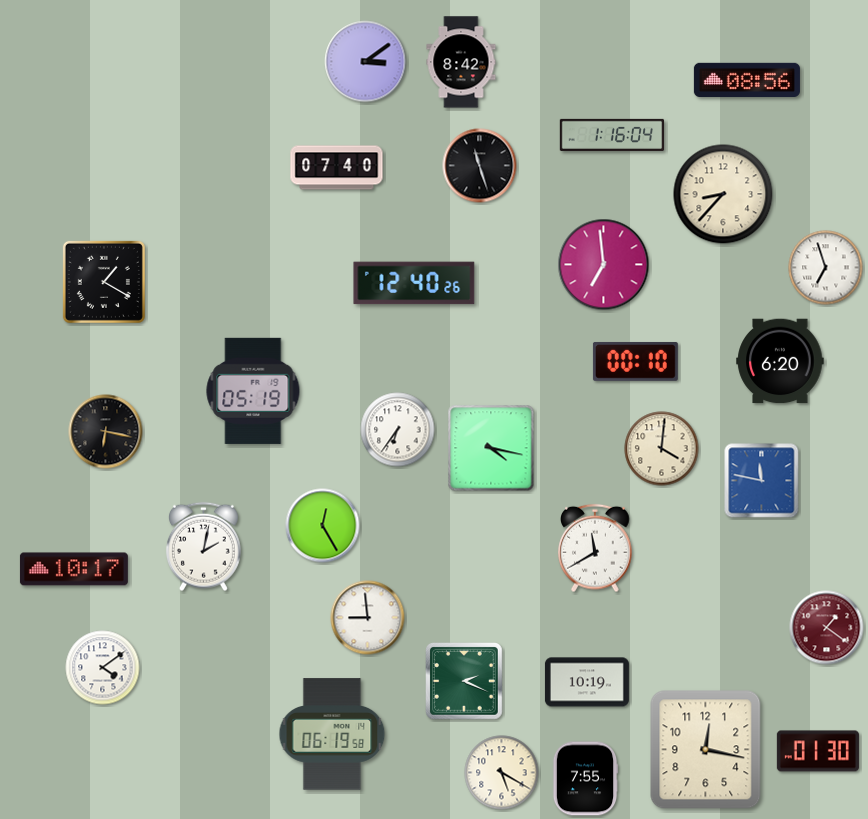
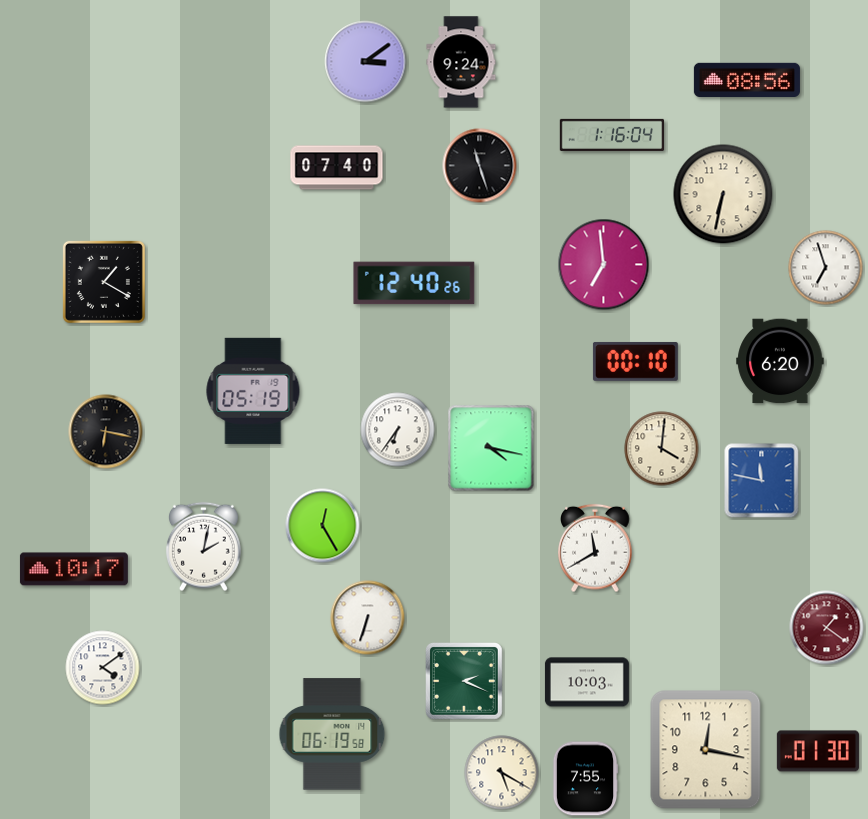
clock at (461, 62): 8:42 -> 9:24
clock at (723, 194): 8:37 -> 6:32
clock at (368, 618): 8:59 -> 6:33
clock at (587, 682): 10:19 -> 10:03
